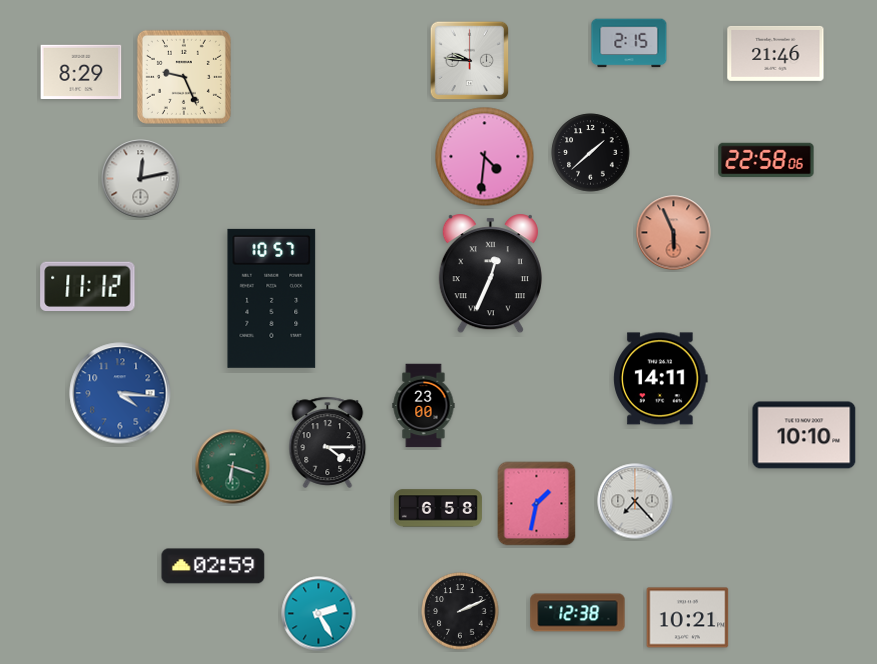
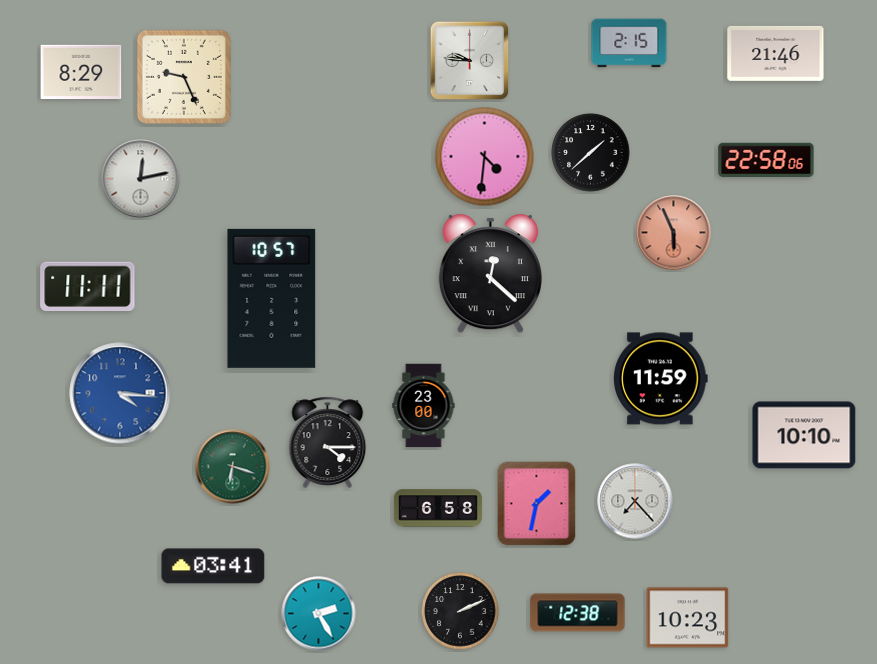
clock at (490, 274): 12:34 -> 12:22
clock at (88, 286): 11:12 -> 11:11
clock at (661, 379): 14:11 -> 11:59
clock at (213, 566): 02:59 -> 03:41
clock at (688, 618): 10:21 -> 10:23
